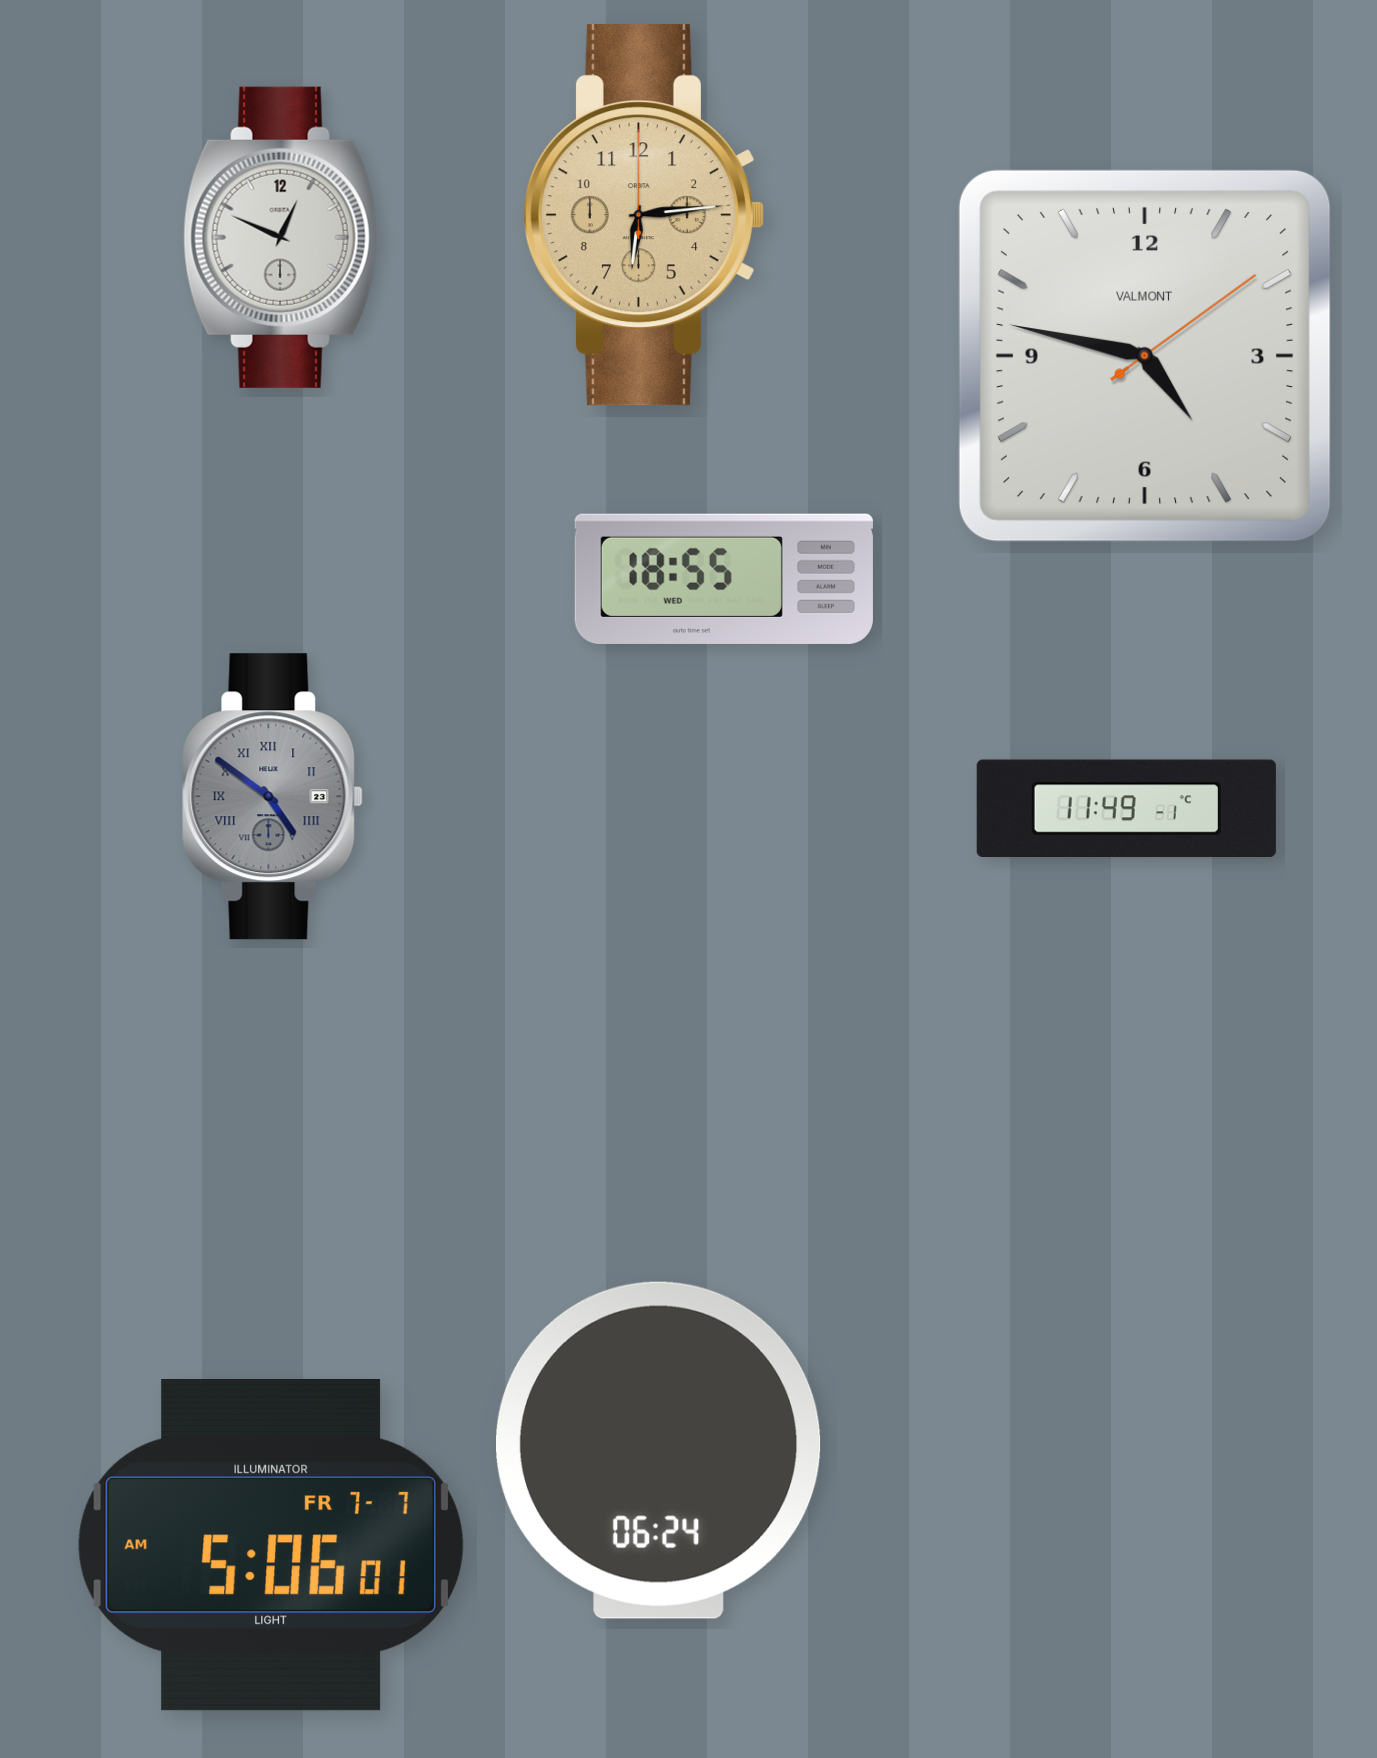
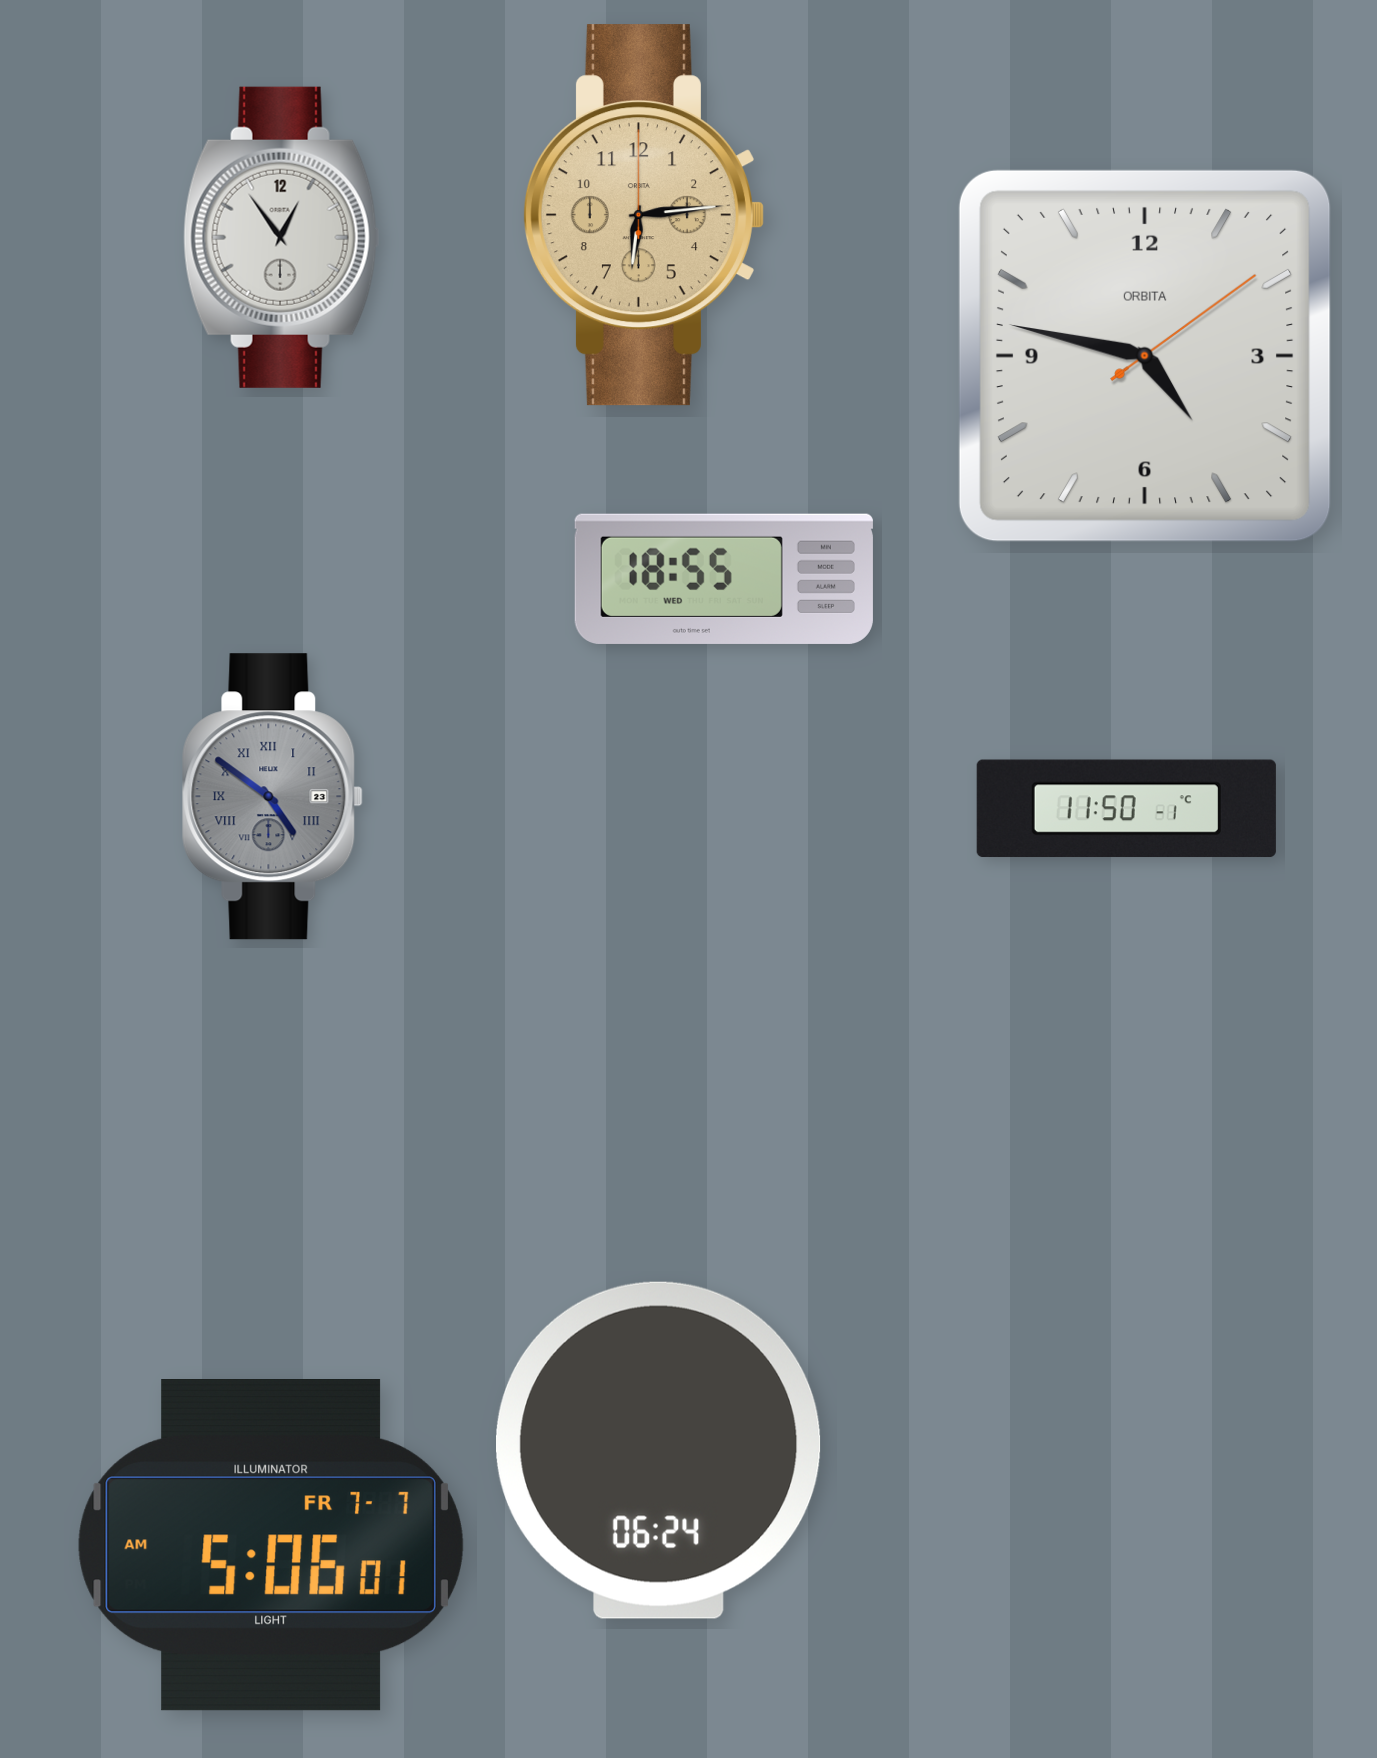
clock at (282, 237): 12:49 -> 12:54
clock at (1145, 356) brand: VALMONT -> ORBITA
clock at (1126, 809): 11:49 -> 11:50
